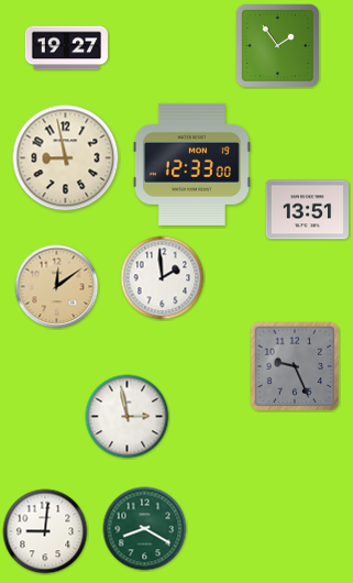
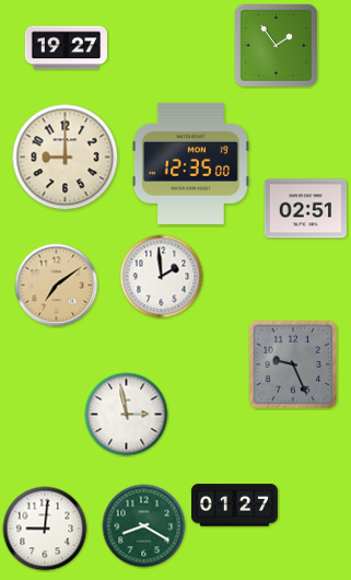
clock at (66, 158): 8:58 -> 9:00
clock at (191, 164): 12:33 -> 12:35
clock at (307, 210): 13:51 -> 02:51
clock at (57, 287): 12:09 -> 7:09
clock at (234, 506): none -> 01:27
